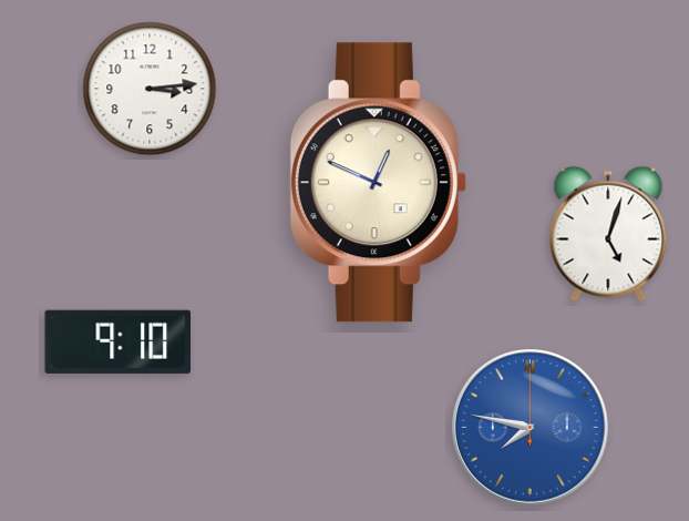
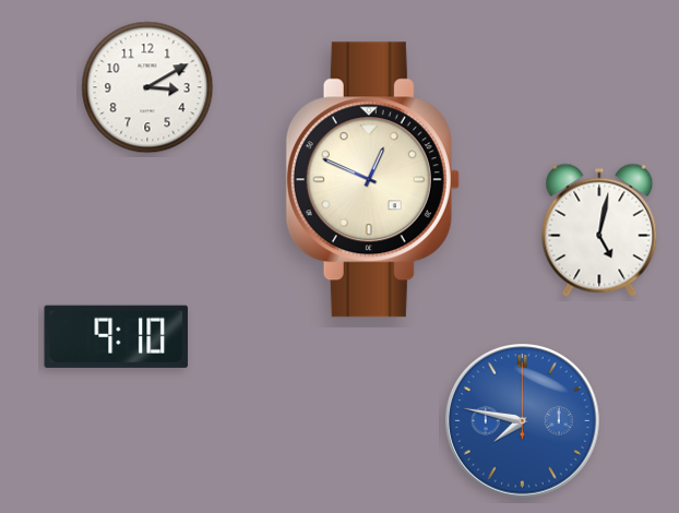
clock at (150, 89): 3:14 -> 3:10
clock at (608, 234): 5:03 -> 5:02
